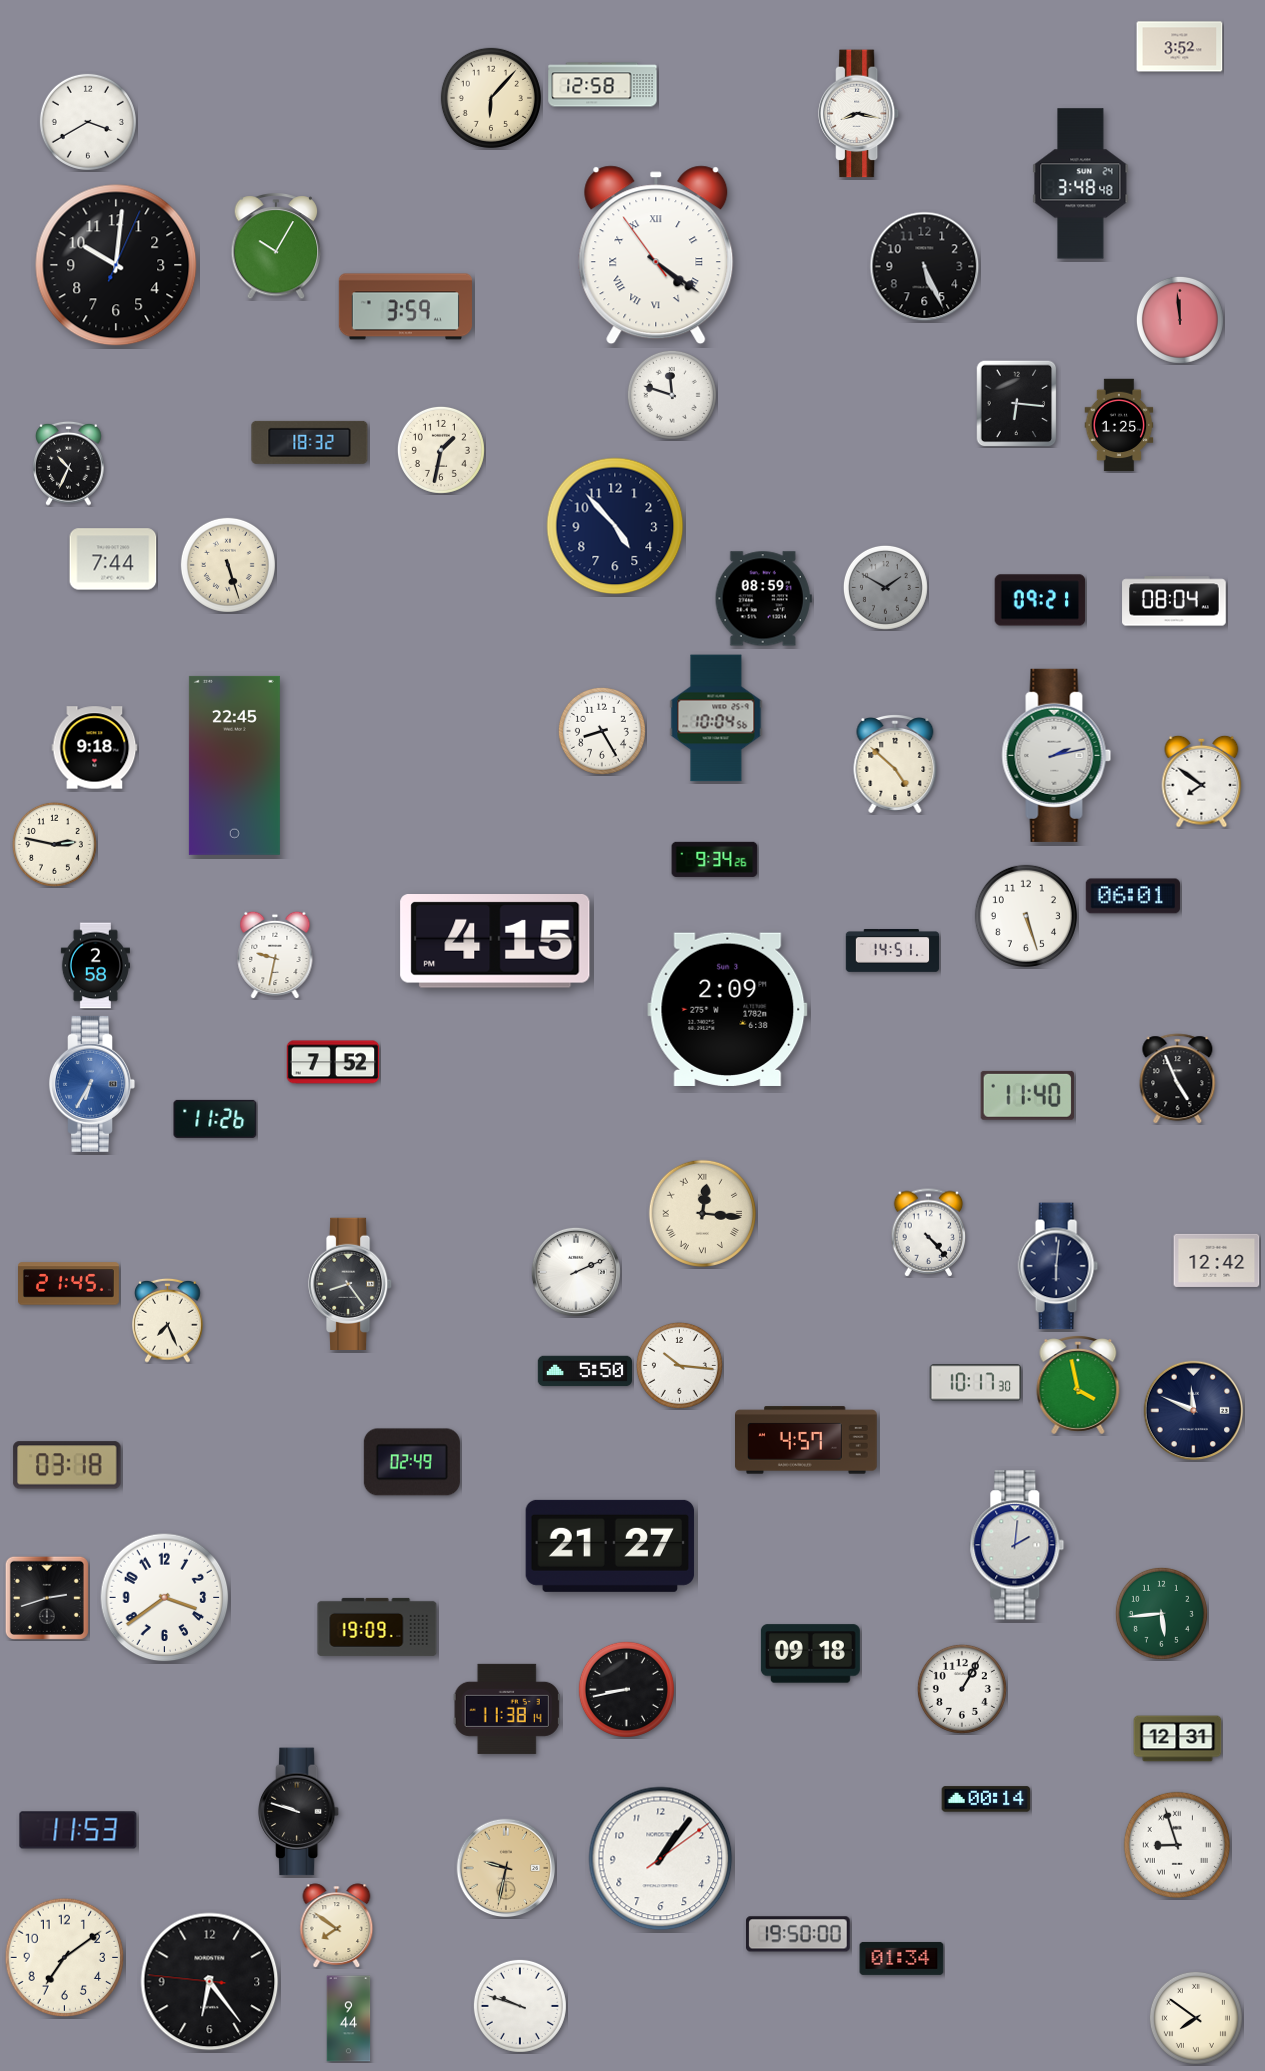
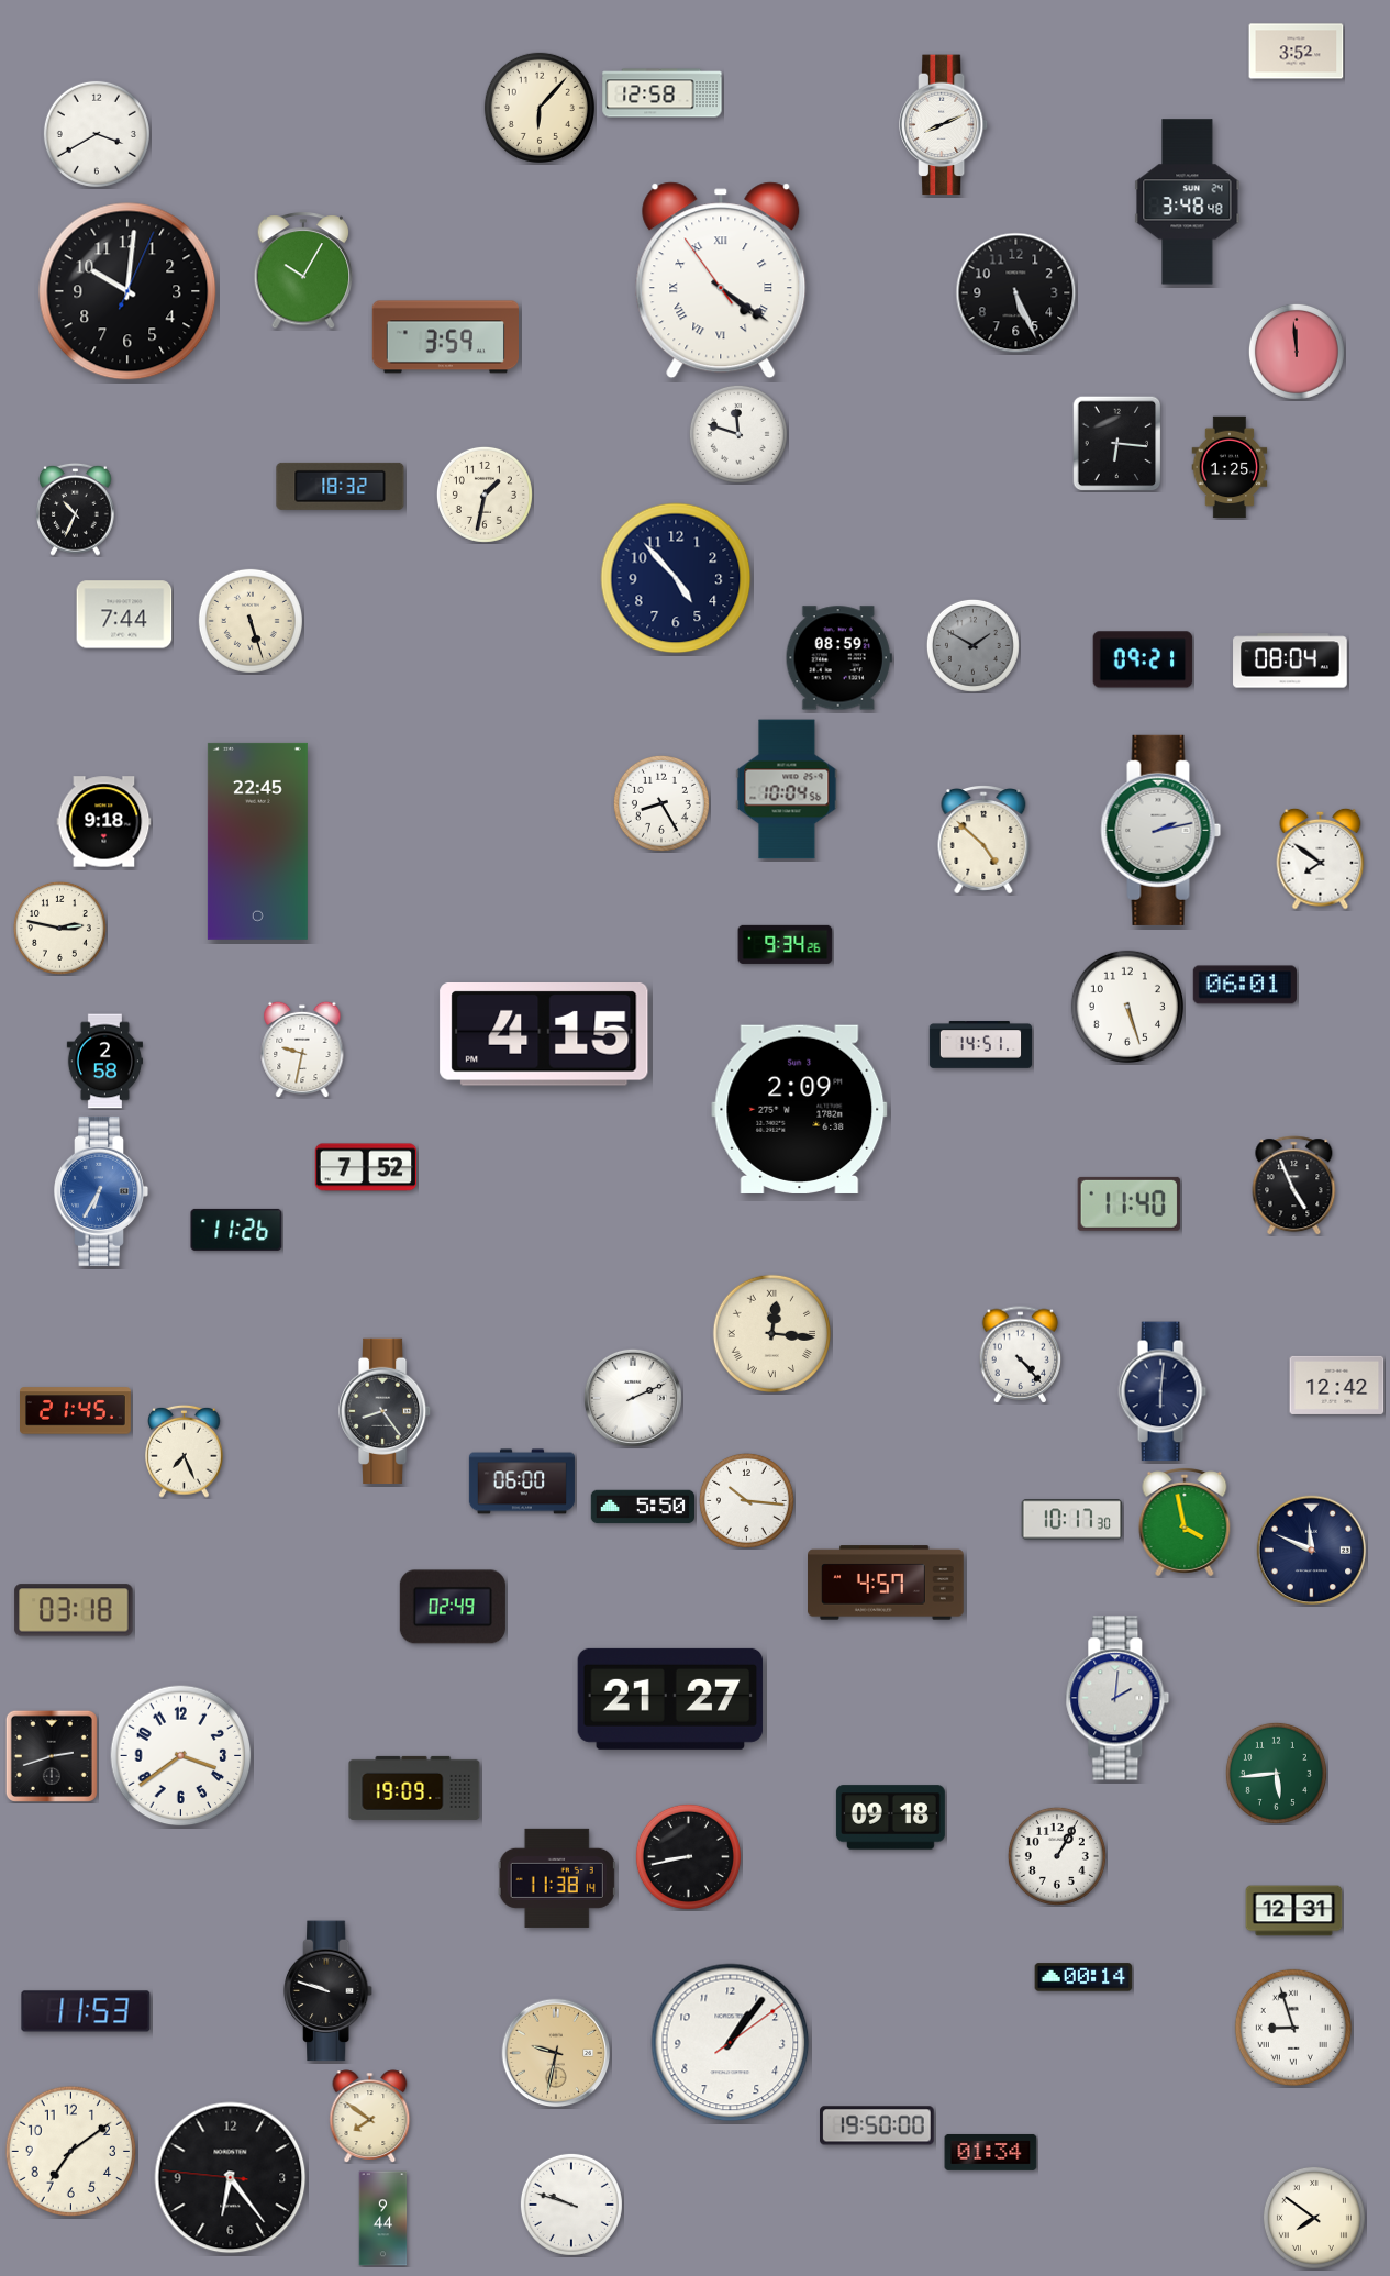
clock at (859, 114): 8:17 -> 8:11
clock at (522, 1481): none -> 06:00
clock at (661, 1859) position: (661, 1859) -> (731, 2043)
